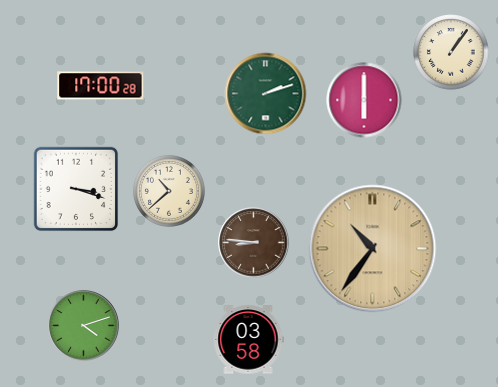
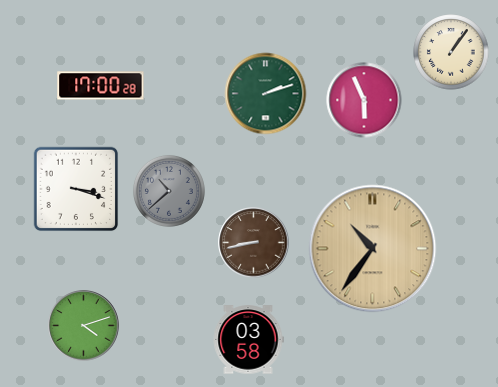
clock at (364, 100): 6:00 -> 5:56
clock at (169, 191) dial: cream -> grey
clock at (254, 243): 8:46 -> 8:43
